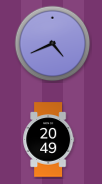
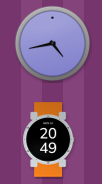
clock at (53, 44): 4:41 -> 4:43
